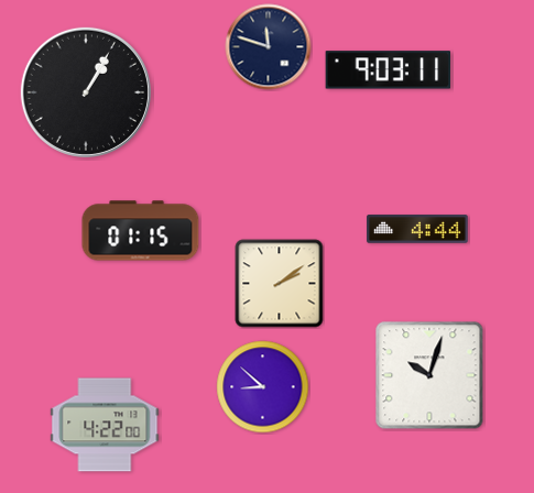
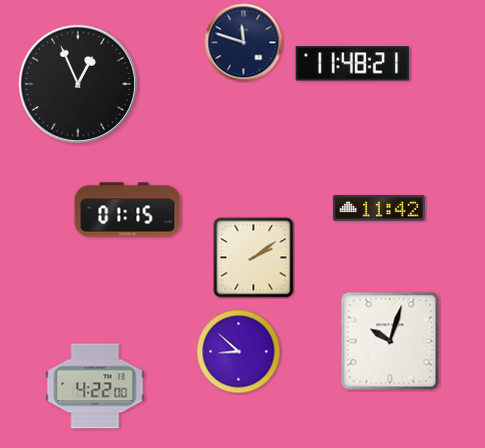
clock at (389, 70): 9:03 -> 11:48
clock at (86, 92): 1:05 -> 12:56
clock at (417, 229): 4:44 -> 11:42
